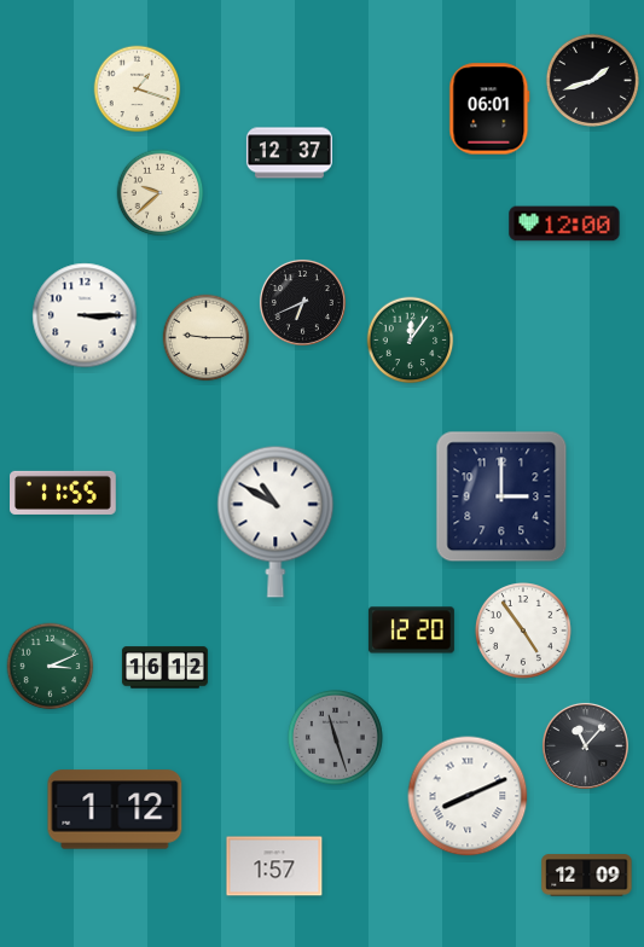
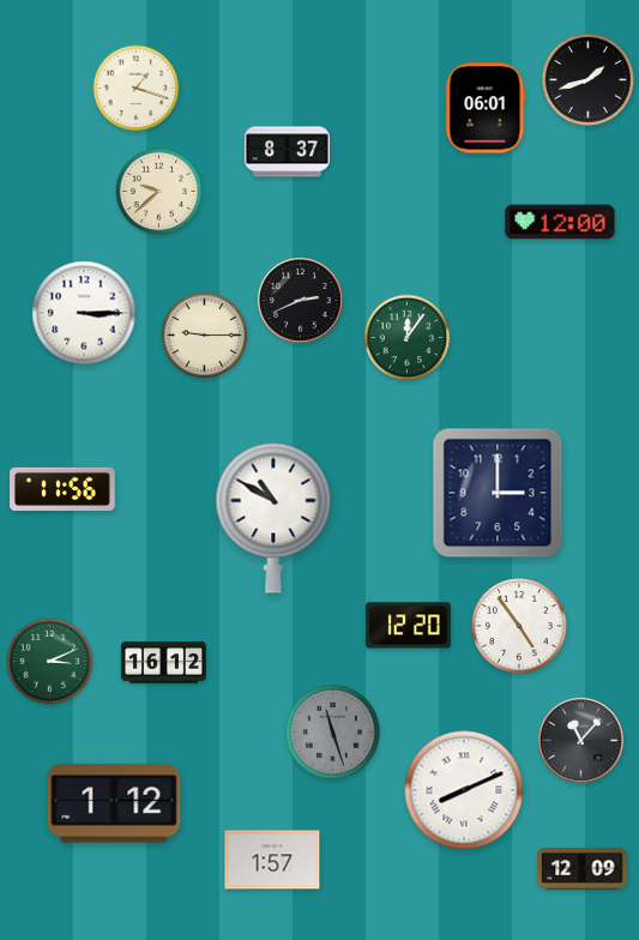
clock at (289, 153): 12:37 -> 8:37
clock at (302, 302): 6:41 -> 2:41
clock at (64, 493): 11:55 -> 11:56
